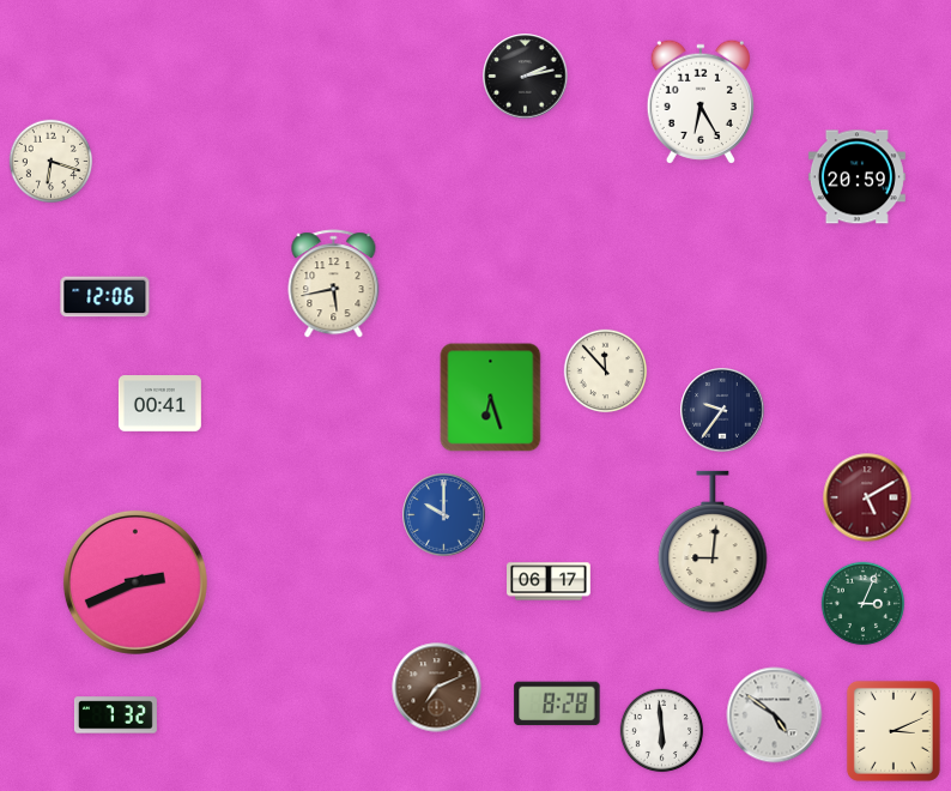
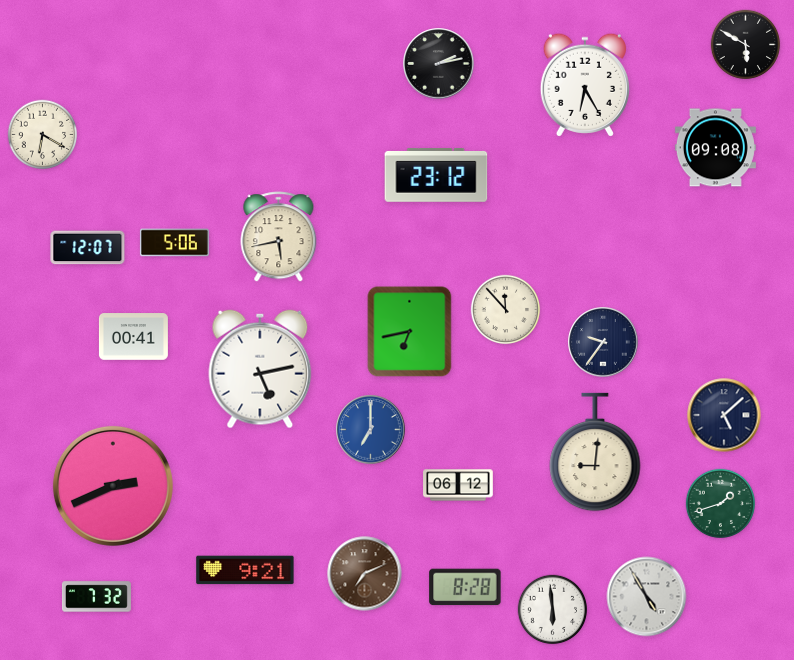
clock at (746, 45): none -> 5:50
clock at (52, 162): 6:18 -> 6:20
clock at (856, 177): 20:59 -> 09:08
clock at (436, 176): none -> 23:12
clock at (174, 243): none -> 5:06
clock at (105, 297): 12:06 -> 12:07
clock at (491, 398): 6:27 -> 6:43
clock at (260, 369): none -> 5:13
clock at (867, 497): 5:10 -> 5:08
clock at (867, 497) dial: burgundy -> navy
clock at (444, 515): 10:00 -> 7:00
clock at (549, 581): 06:17 -> 06:12
clock at (864, 604): 3:04 -> 1:42
clock at (245, 570): none -> 9:21
clock at (775, 715): 4:51 -> 4:55
clock at (894, 731): 3:11 -> none
